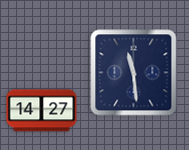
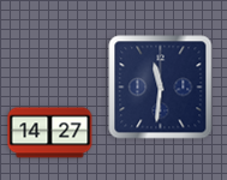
clock at (134, 73): 11:29 -> 11:31
